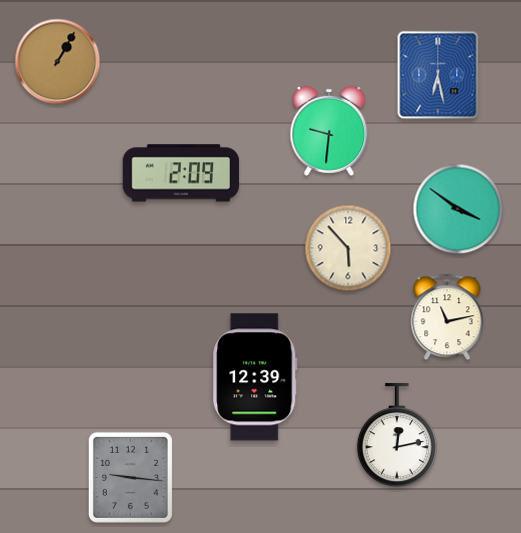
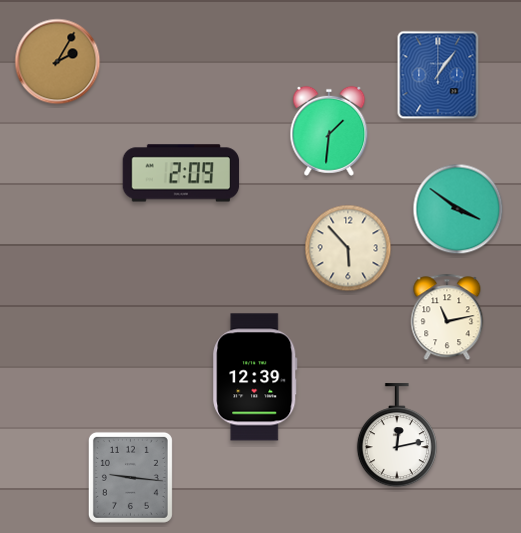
clock at (58, 62): 1:05 -> 2:05
clock at (438, 75): 6:28 -> 1:06
clock at (329, 131): 9:31 -> 1:31
